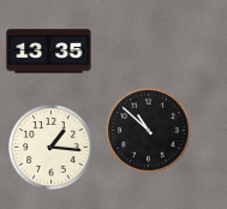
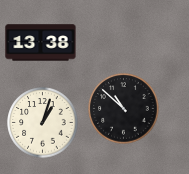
clock at (49, 52): 13:35 -> 13:38
clock at (52, 148): 1:16 -> 1:03
